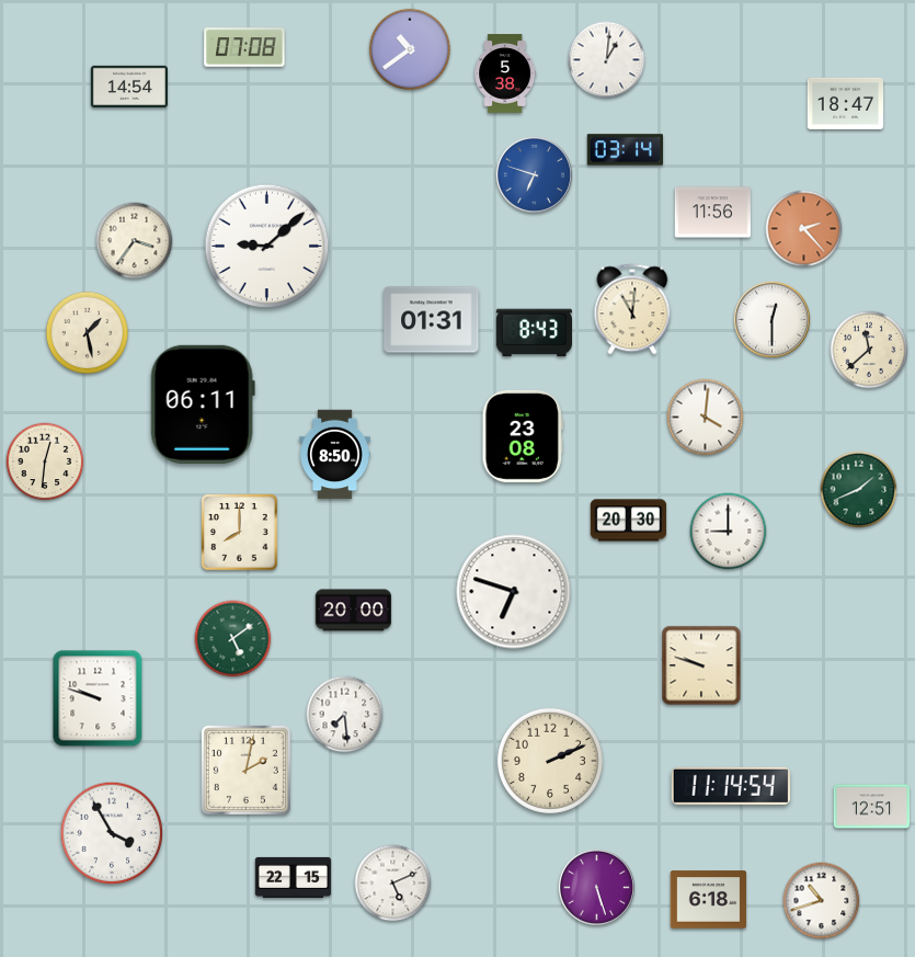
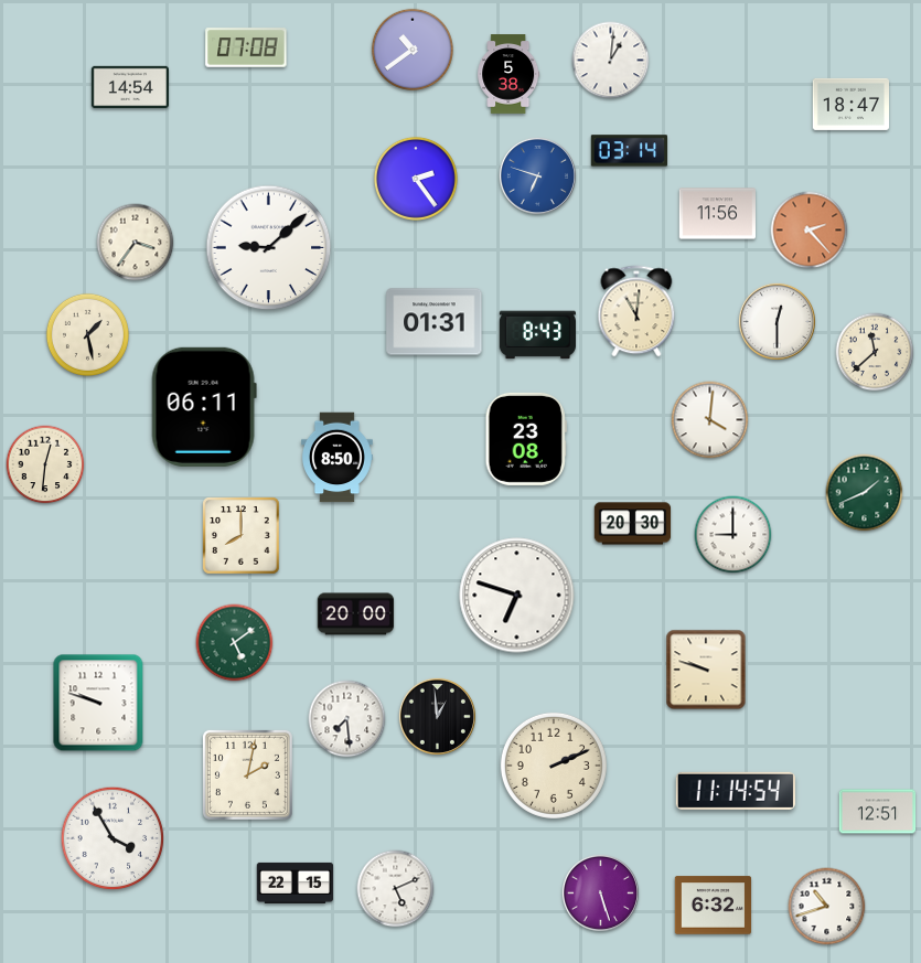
clock at (416, 179): none -> 2:24
clock at (437, 716): none -> 12:59
clock at (709, 900): 6:18 -> 6:32
